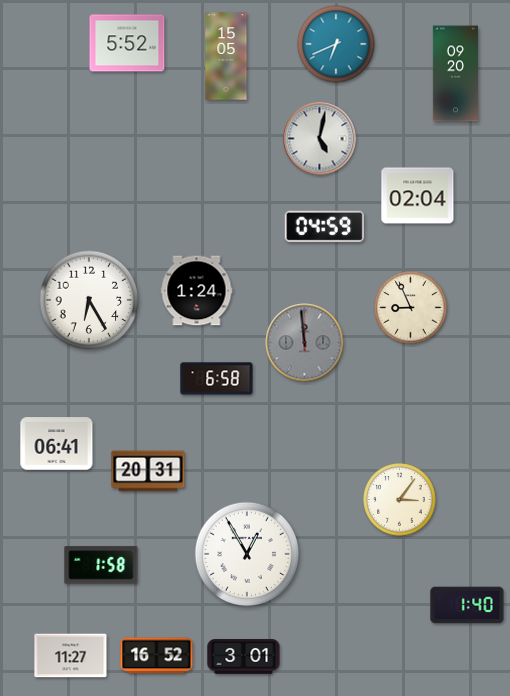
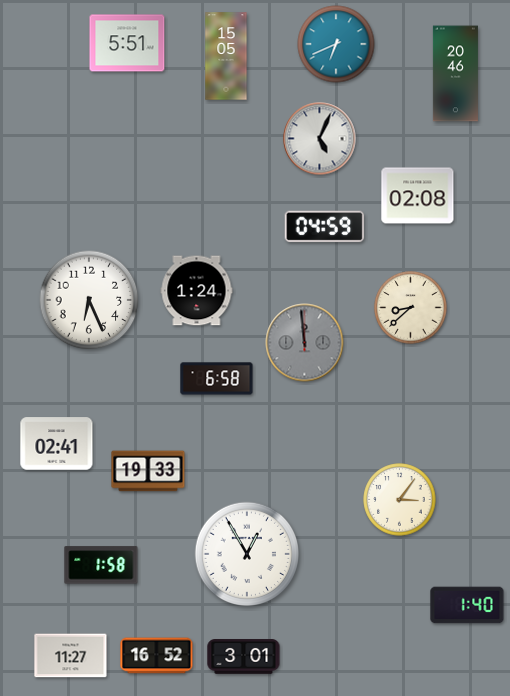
clock at (127, 43): 5:52 -> 5:51
clock at (455, 74): 09:20 -> 20:46
clock at (320, 139): 5:02 -> 5:04
clock at (418, 196): 02:04 -> 02:08
clock at (89, 300): 6:25 -> 6:26
clock at (411, 308): 8:56 -> 8:38
clock at (57, 444): 06:41 -> 02:41
clock at (148, 471): 20:31 -> 19:33
